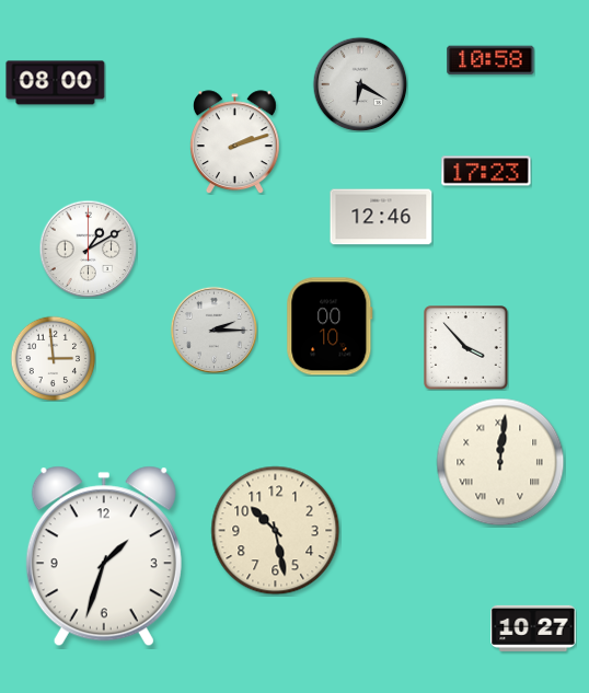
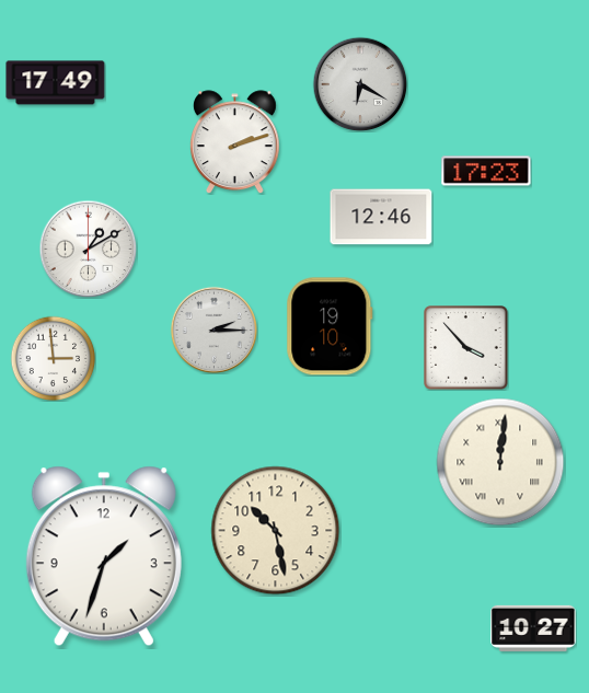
clock at (490, 60): 10:58 -> none
clock at (56, 83): 08:00 -> 17:49
clock at (330, 326): 00:10 -> 19:10
